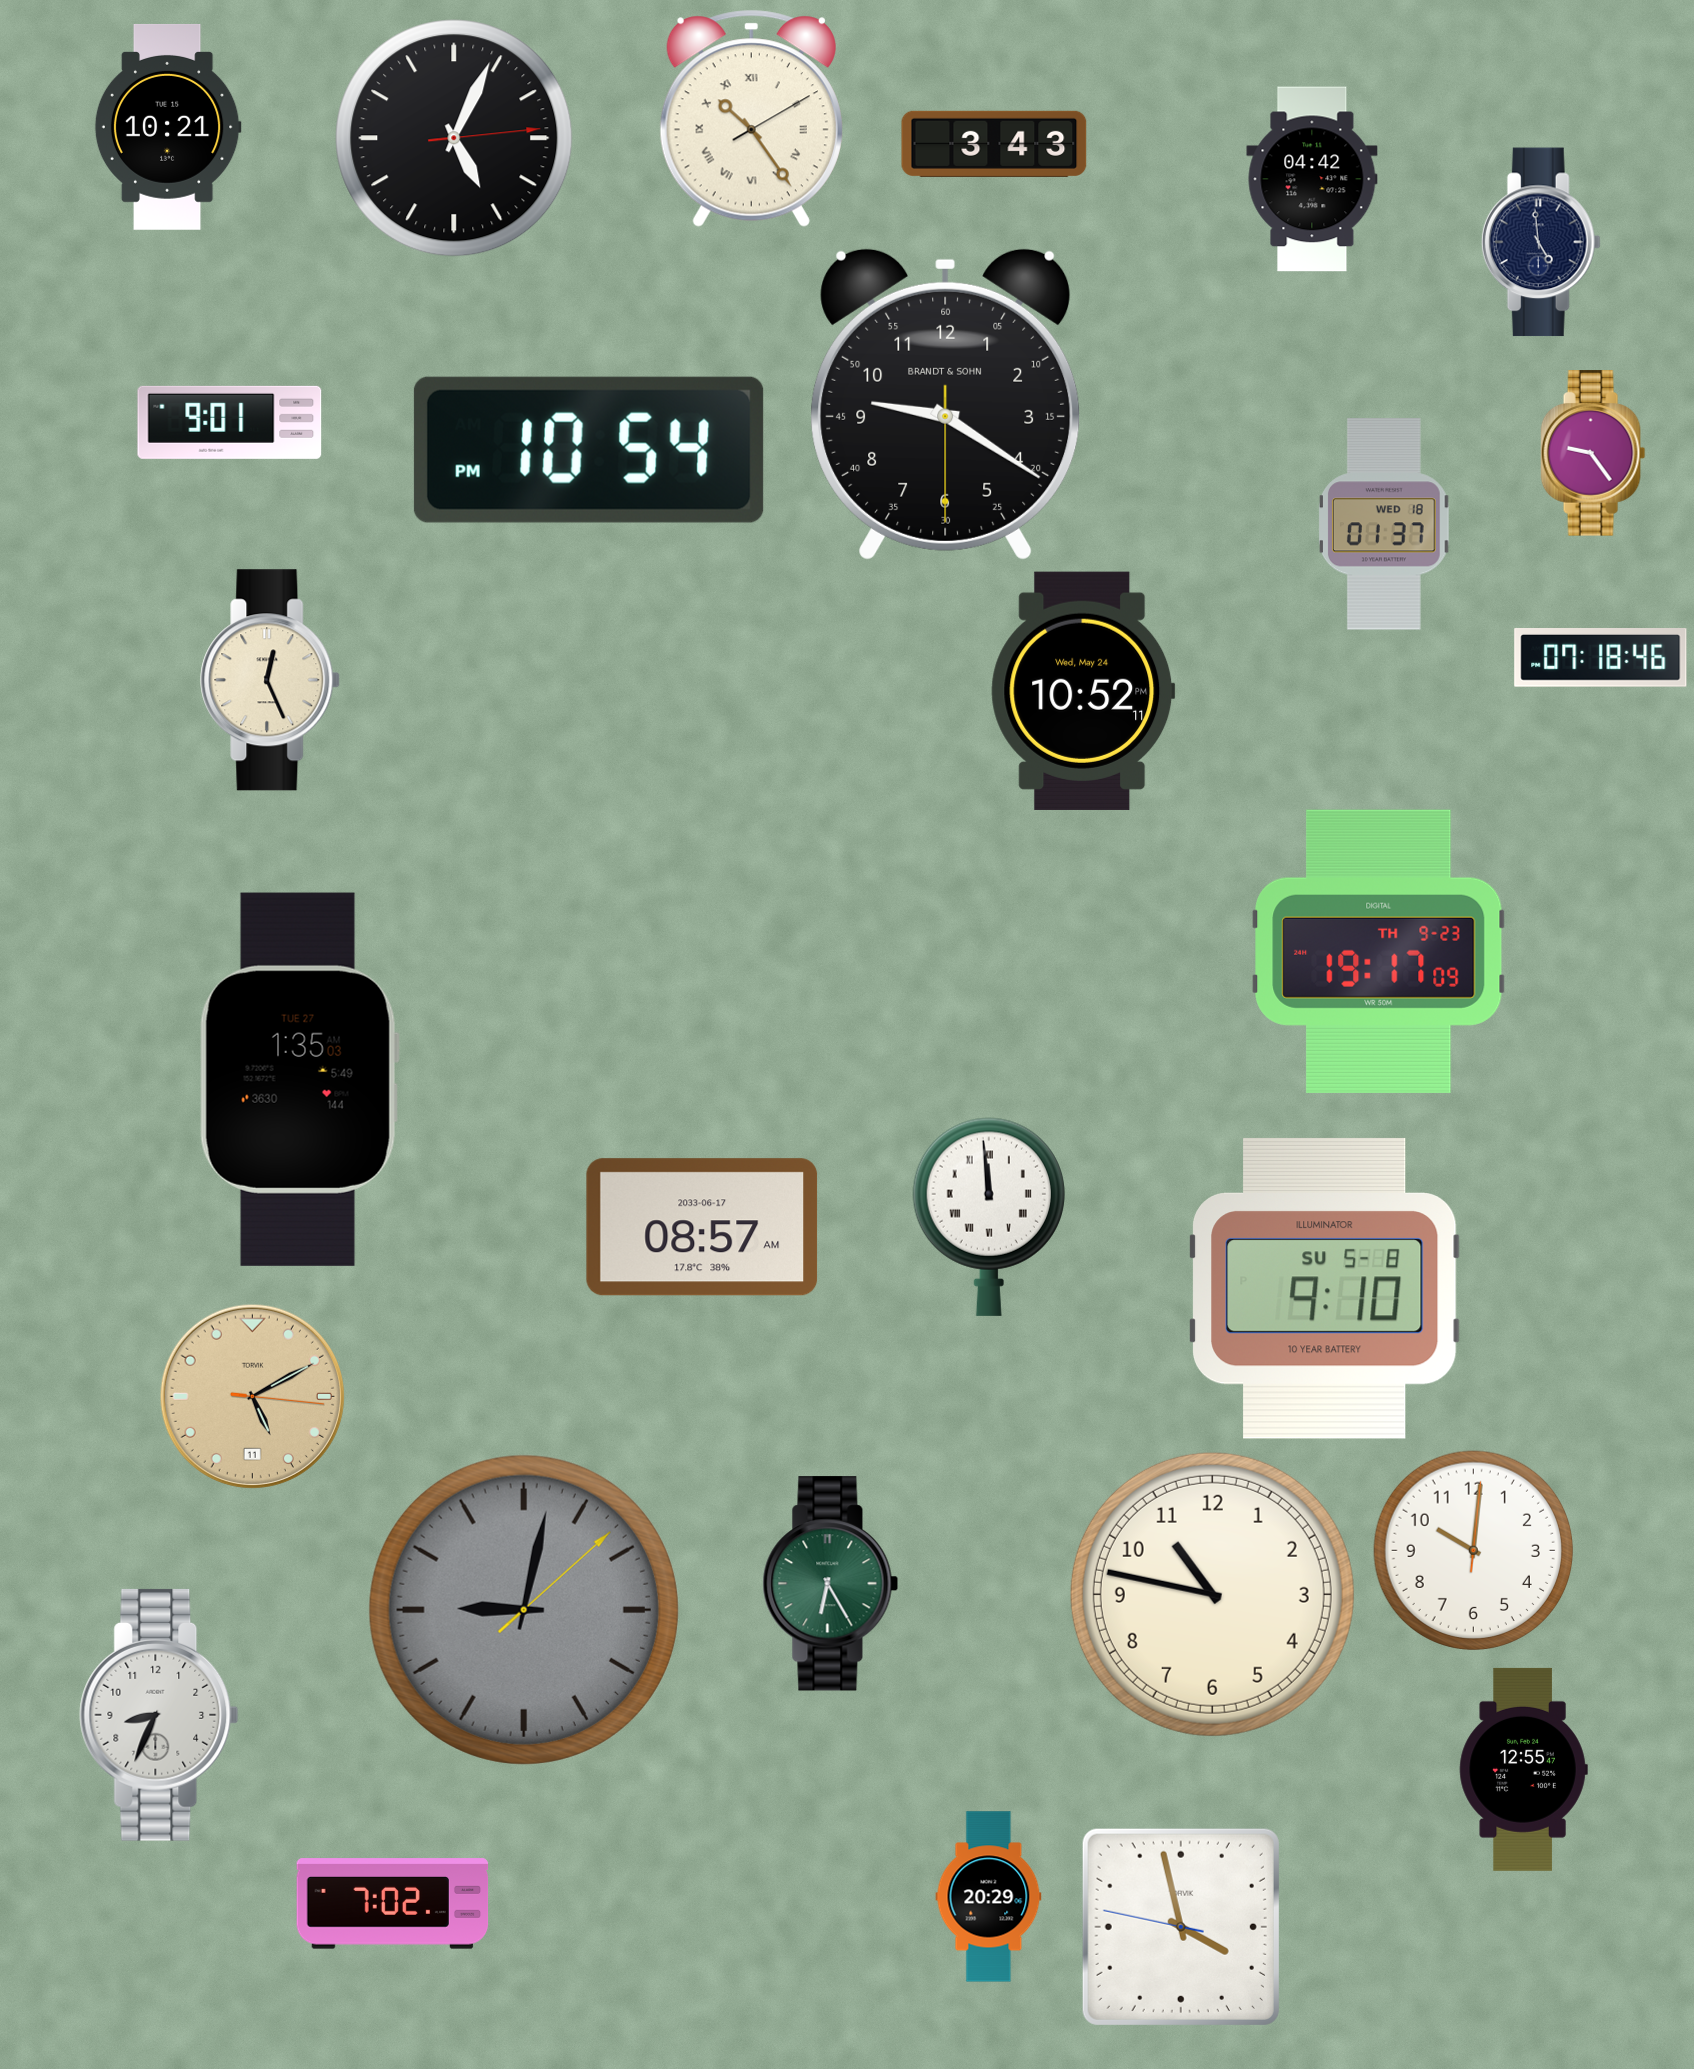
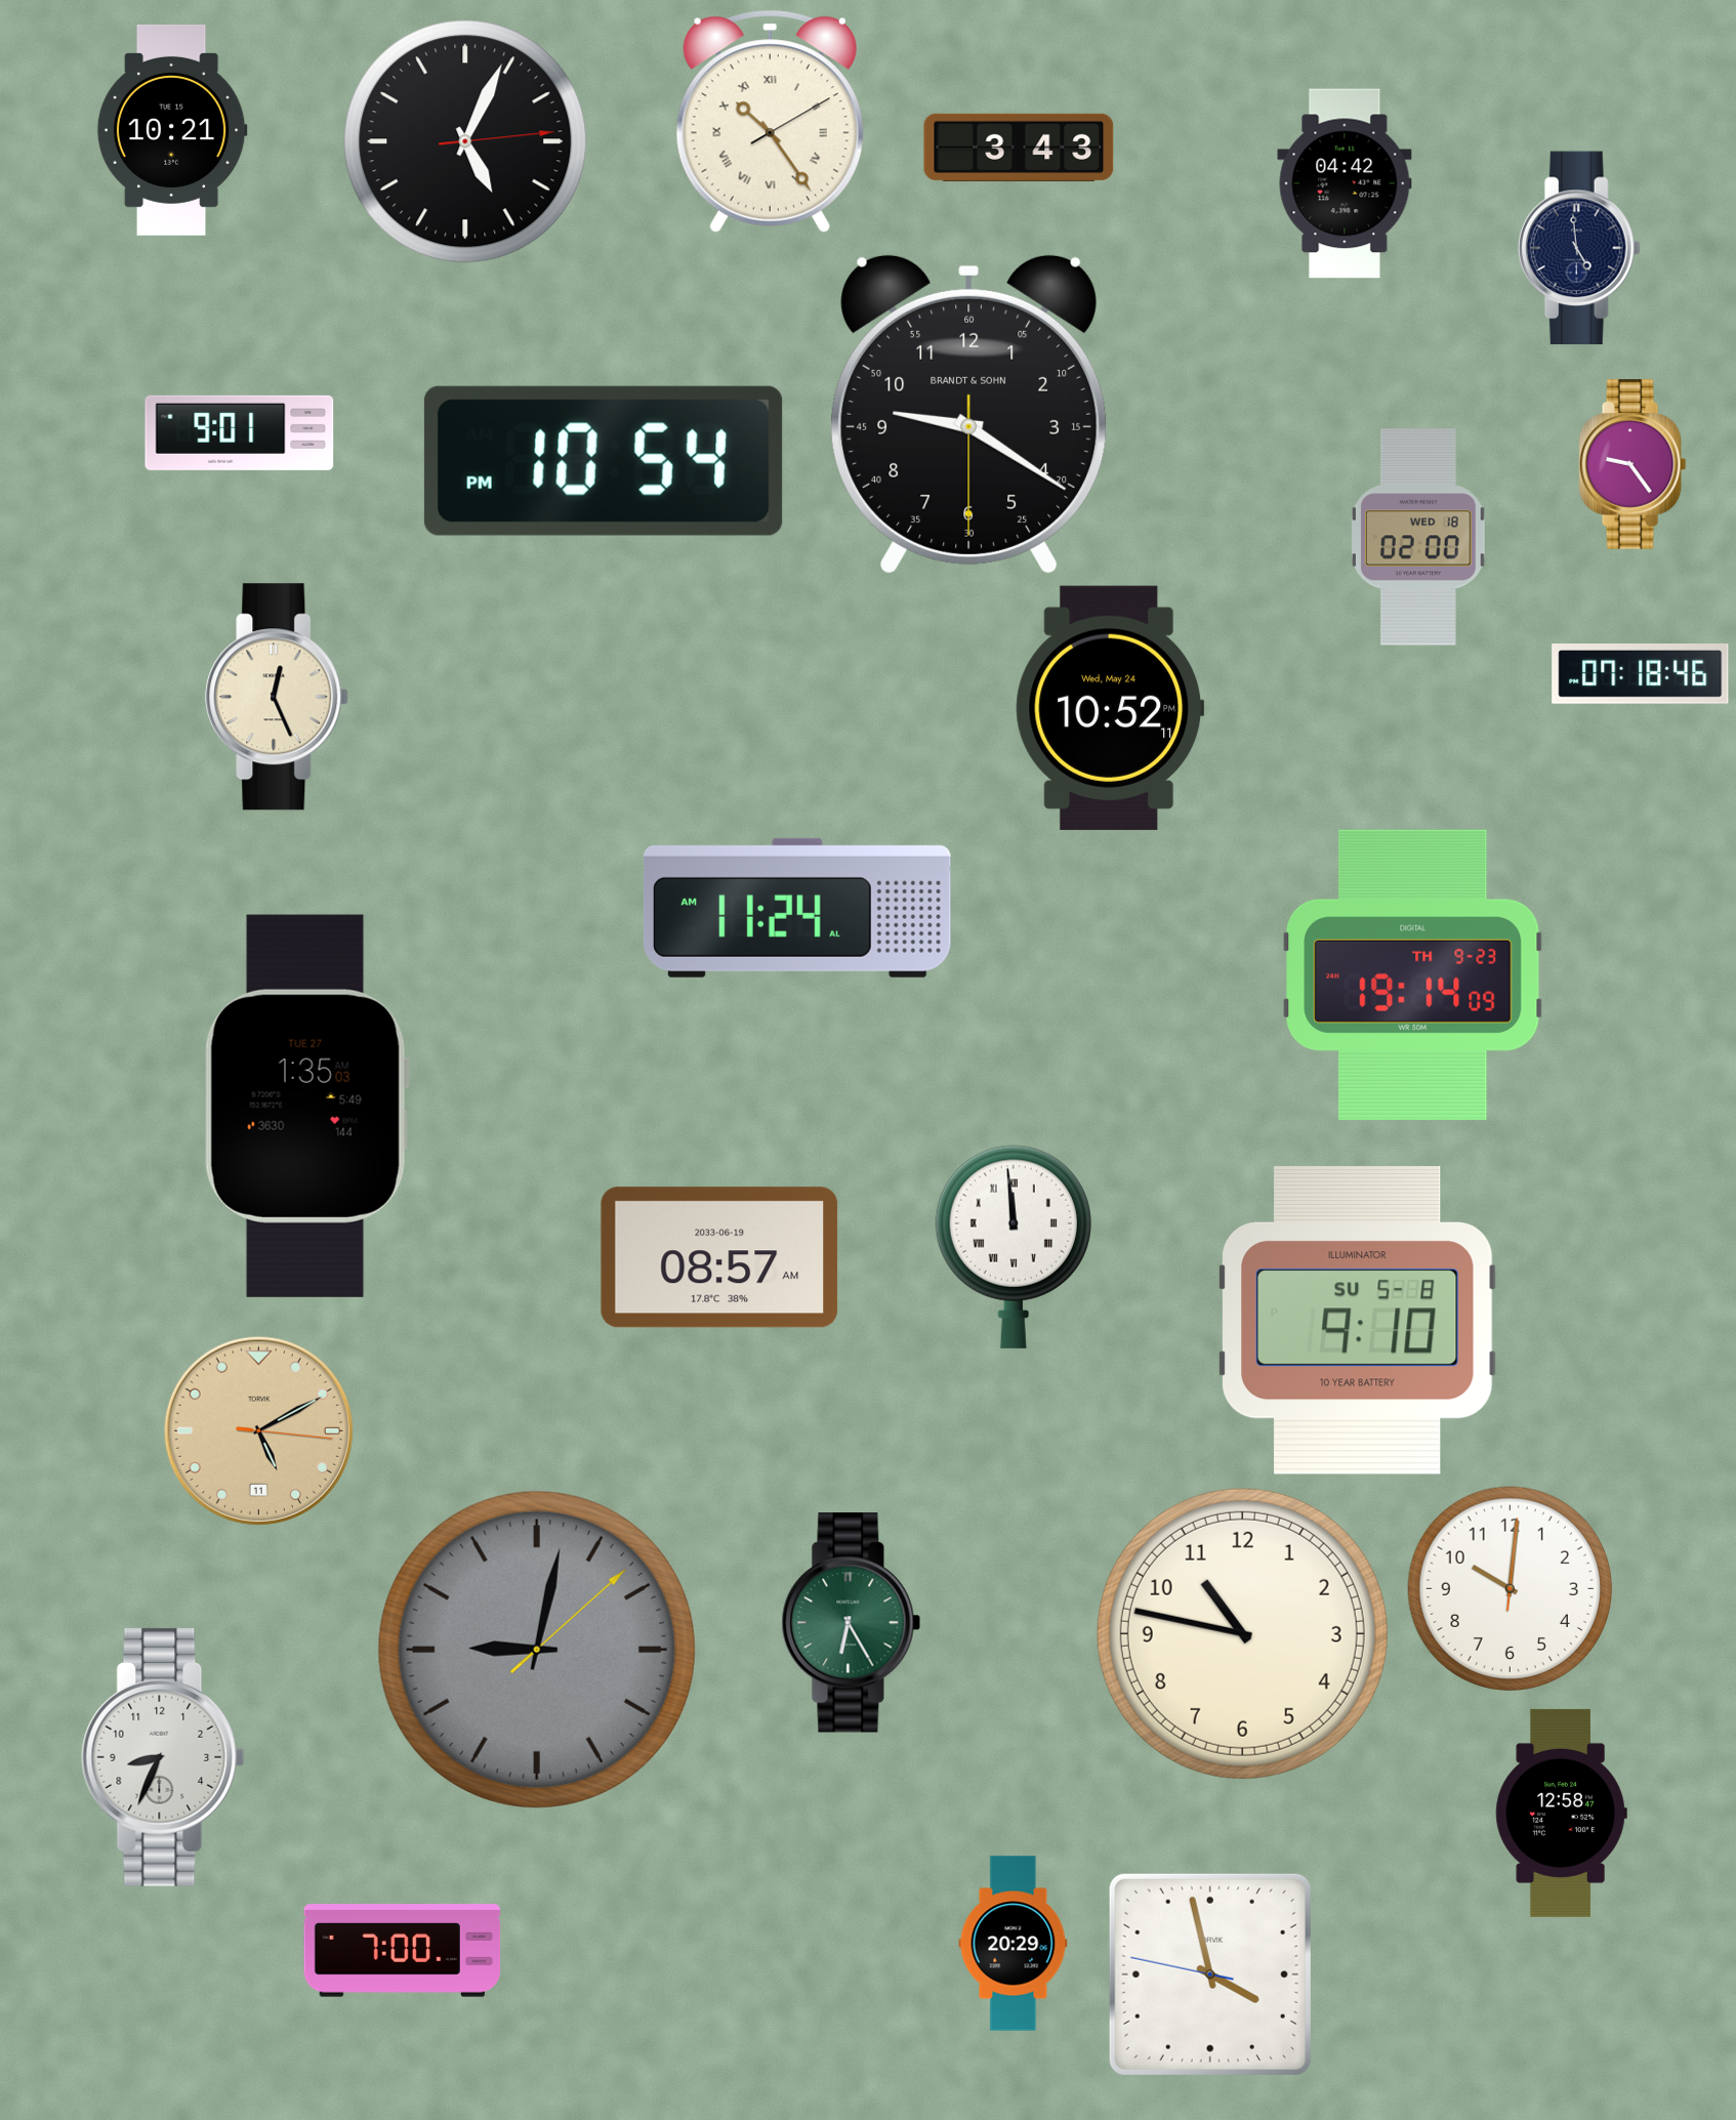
clock at (230, 422) position: (230, 422) -> (240, 432)
clock at (1384, 524): 01:37 -> 02:00
clock at (797, 908): none -> 11:24
clock at (1379, 951): 19:17 -> 19:14
clock at (702, 1227) date: 2033-06-17 -> 2033-06-19
clock at (1523, 1769): 12:55 -> 12:58
clock at (393, 1904): 7:02 -> 7:00
